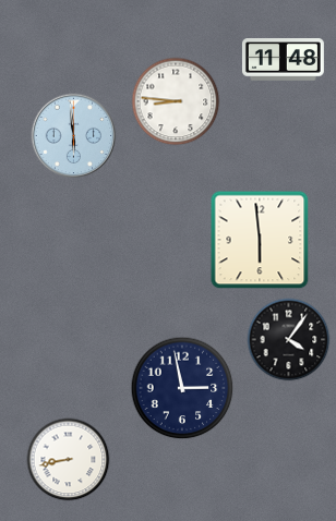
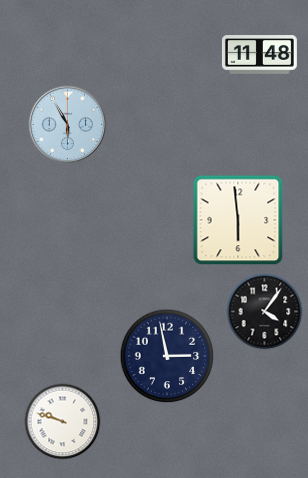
clock at (176, 101): 8:46 -> none
clock at (74, 136): 5:59 -> 5:55
clock at (69, 460): 8:43 -> 9:48
